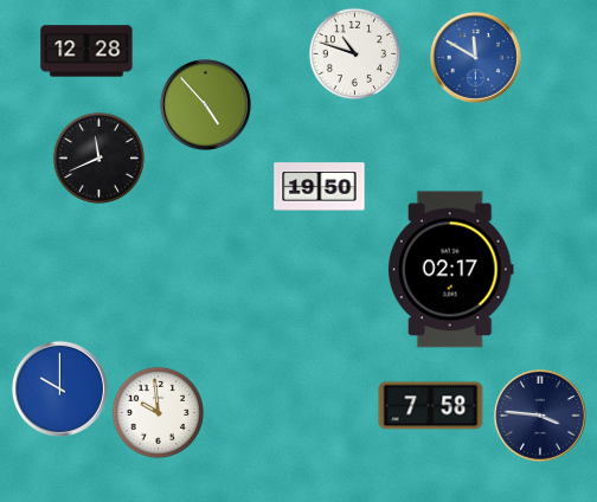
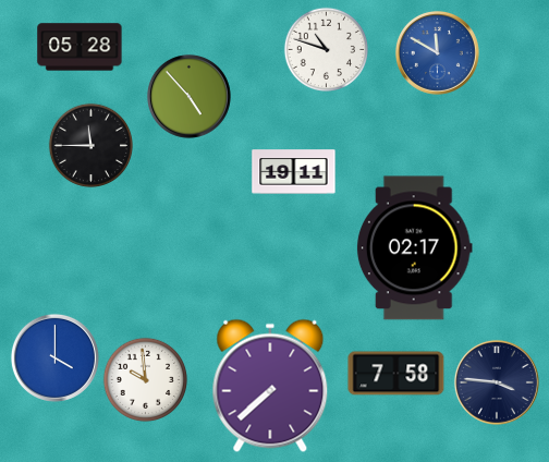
clock at (86, 51): 12:28 -> 05:28
clock at (98, 157): 11:41 -> 11:45
clock at (320, 187): 19:50 -> 19:11
clock at (59, 388): 10:00 -> 4:00
clock at (270, 386): none -> 7:38
